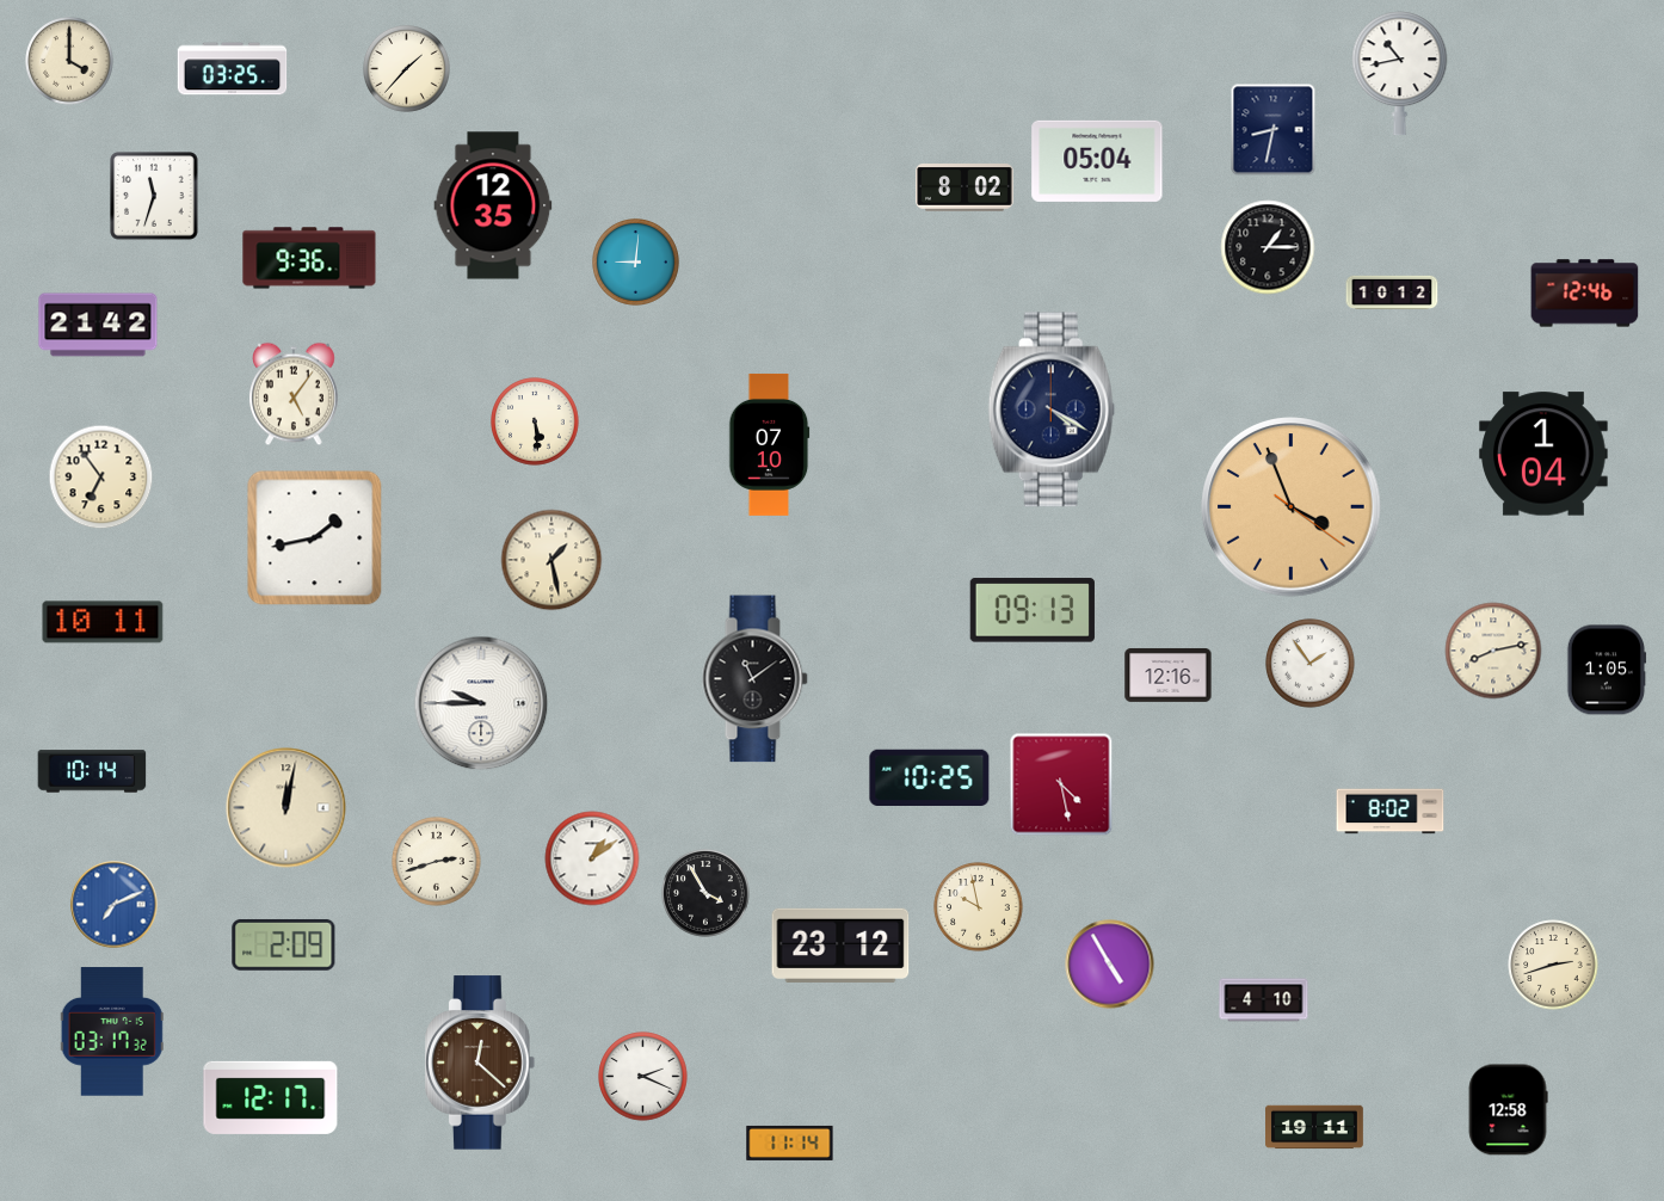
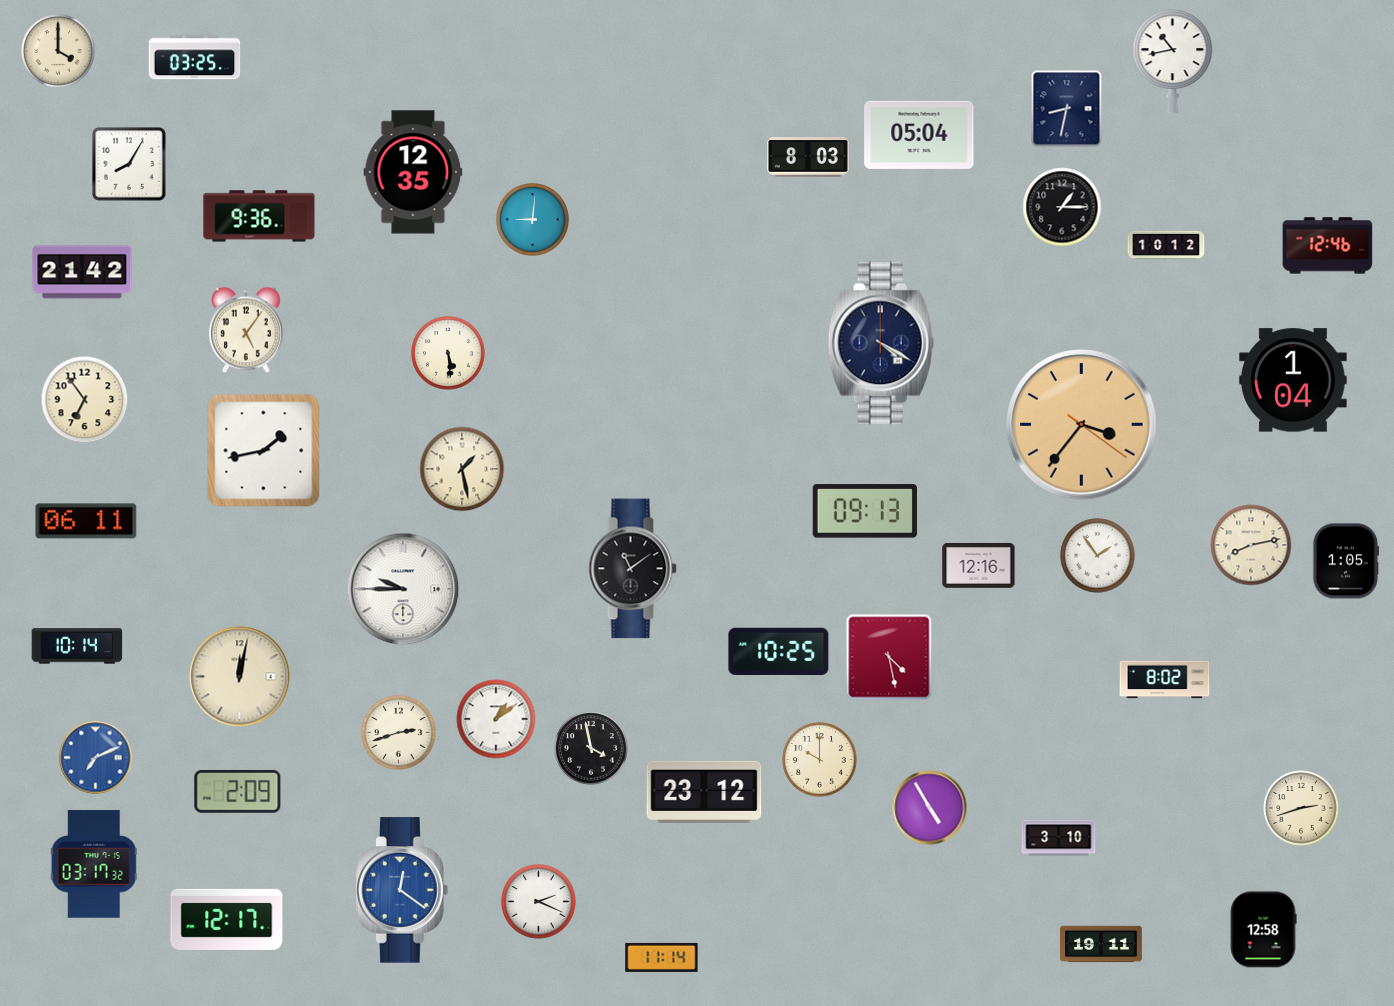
clock at (407, 69): 1:37 -> none
clock at (966, 189): 8:02 -> 8:03
clock at (154, 196): 11:33 -> 8:05
clock at (770, 444): 07:10 -> none
clock at (1292, 507): 3:56 -> 3:36
clock at (103, 622): 10:11 -> 06:11
clock at (437, 862) position: (437, 862) -> (399, 733)
clock at (705, 893): 3:55 -> 3:58
clock at (979, 907): 9:58 -> 10:00
clock at (1264, 1000): 4:10 -> 3:10
clock at (481, 1063): 12:22 -> 12:21
clock at (481, 1063) dial: brown -> blue
